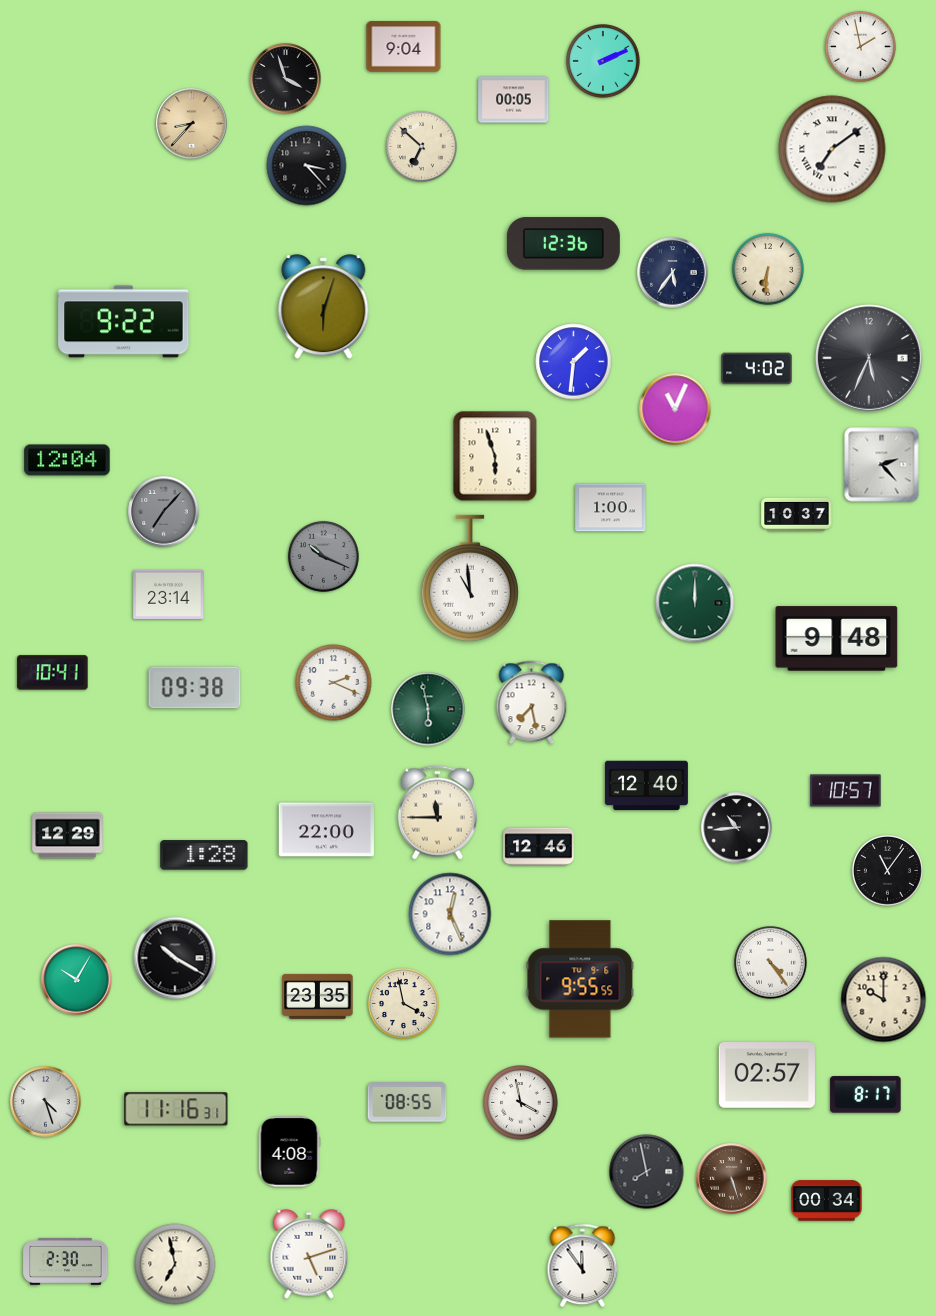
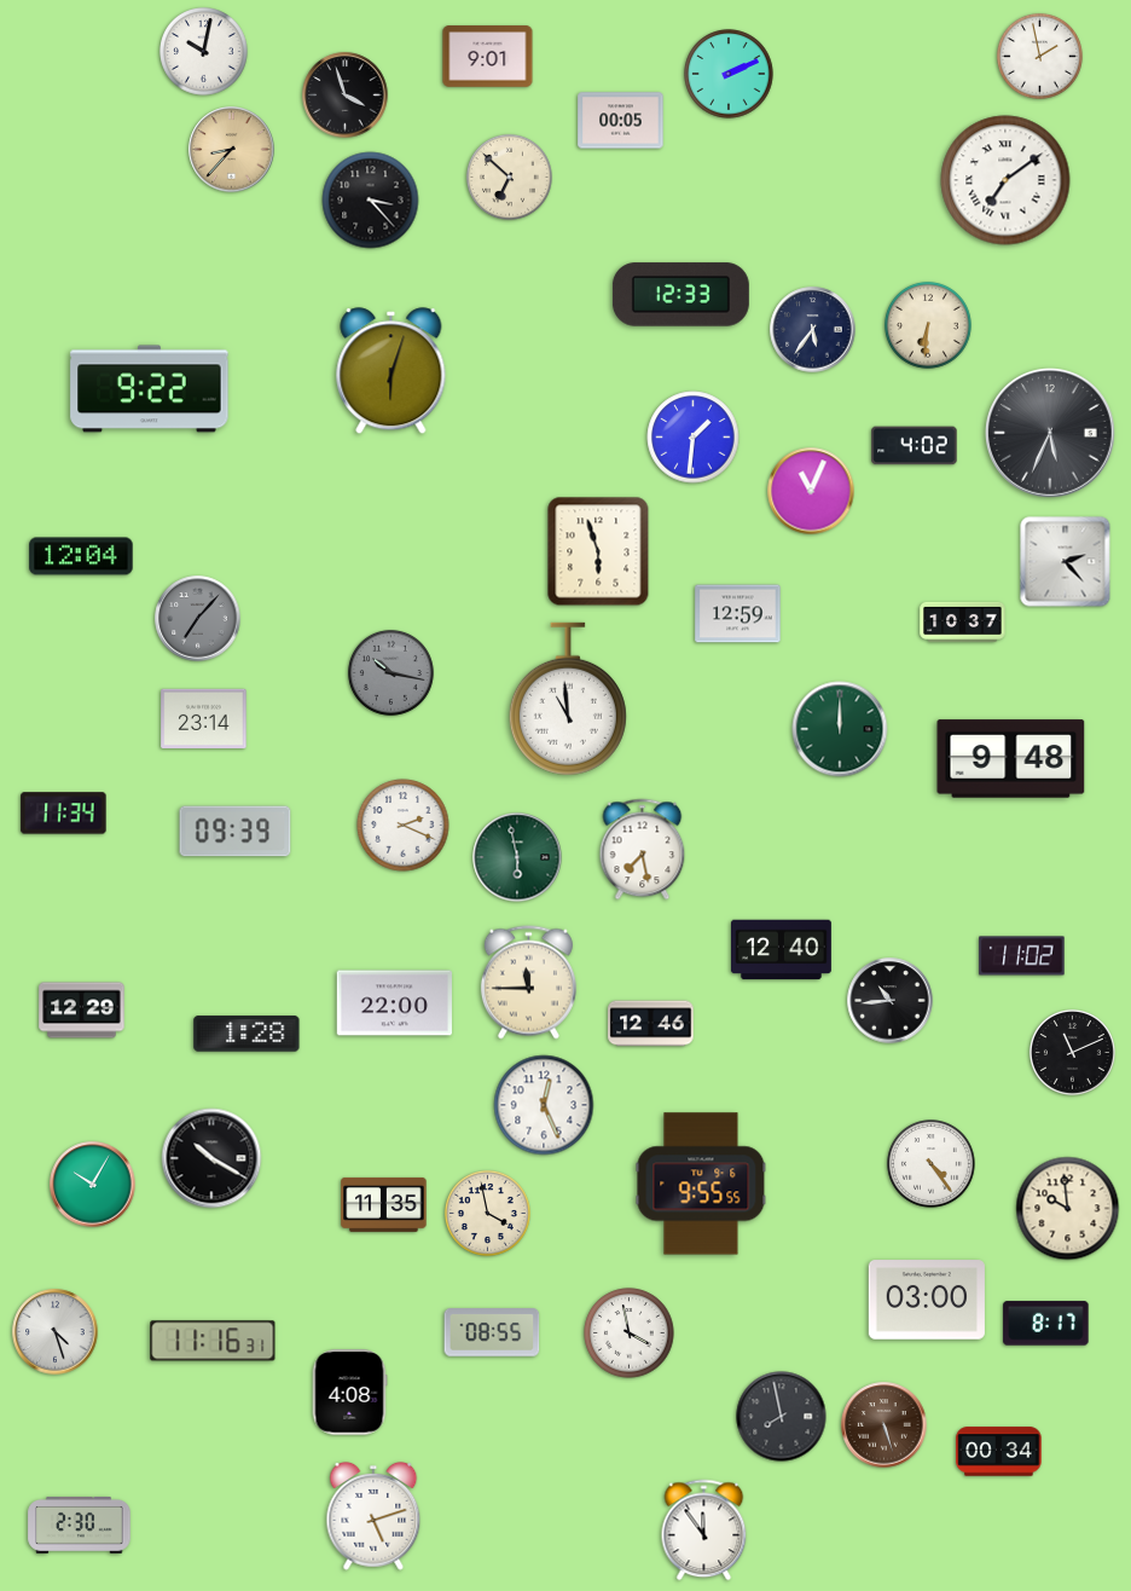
clock at (204, 52): none -> 10:02
clock at (404, 47): 9:04 -> 9:01
clock at (563, 244): 12:36 -> 12:33
clock at (675, 409) position: (675, 409) -> (811, 491)
clock at (611, 508): 1:00 -> 12:59
clock at (323, 556): 10:19 -> 10:17
clock at (837, 639) position: (837, 639) -> (1011, 759)
clock at (53, 673): 10:41 -> 11:34
clock at (195, 688): 09:38 -> 09:39
clock at (846, 791): 10:57 -> 11:02
clock at (887, 870): 11:06 -> 11:11
clock at (318, 996): 23:35 -> 11:35
clock at (884, 1000): 10:00 -> 9:59
clock at (767, 1075): 02:57 -> 03:00
clock at (175, 1264): 6:58 -> none
